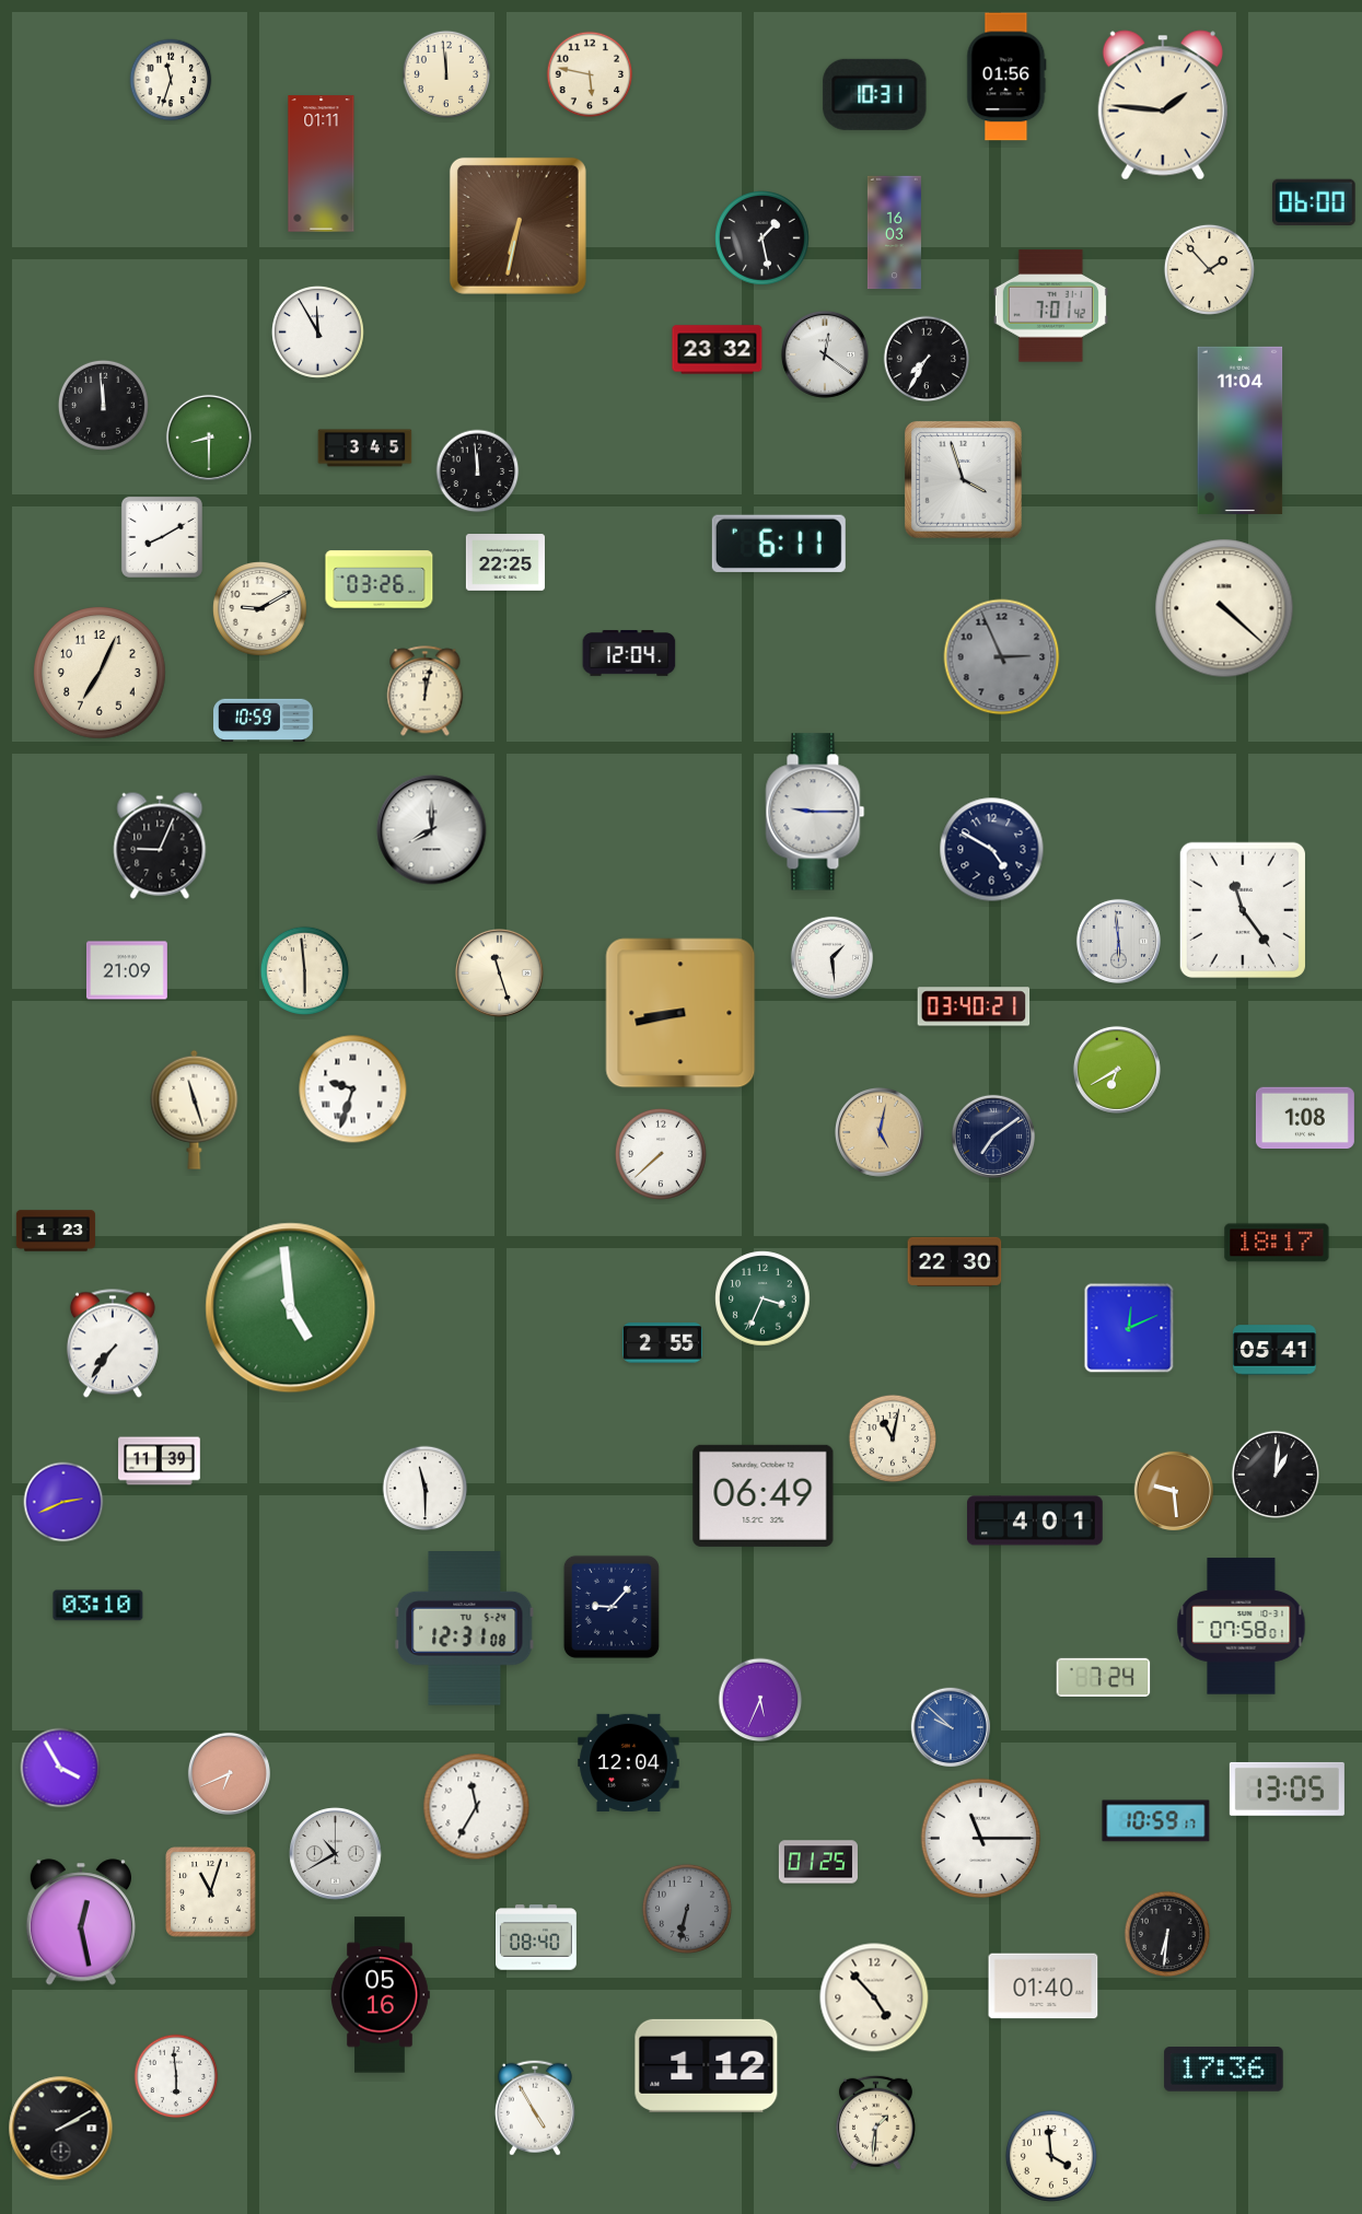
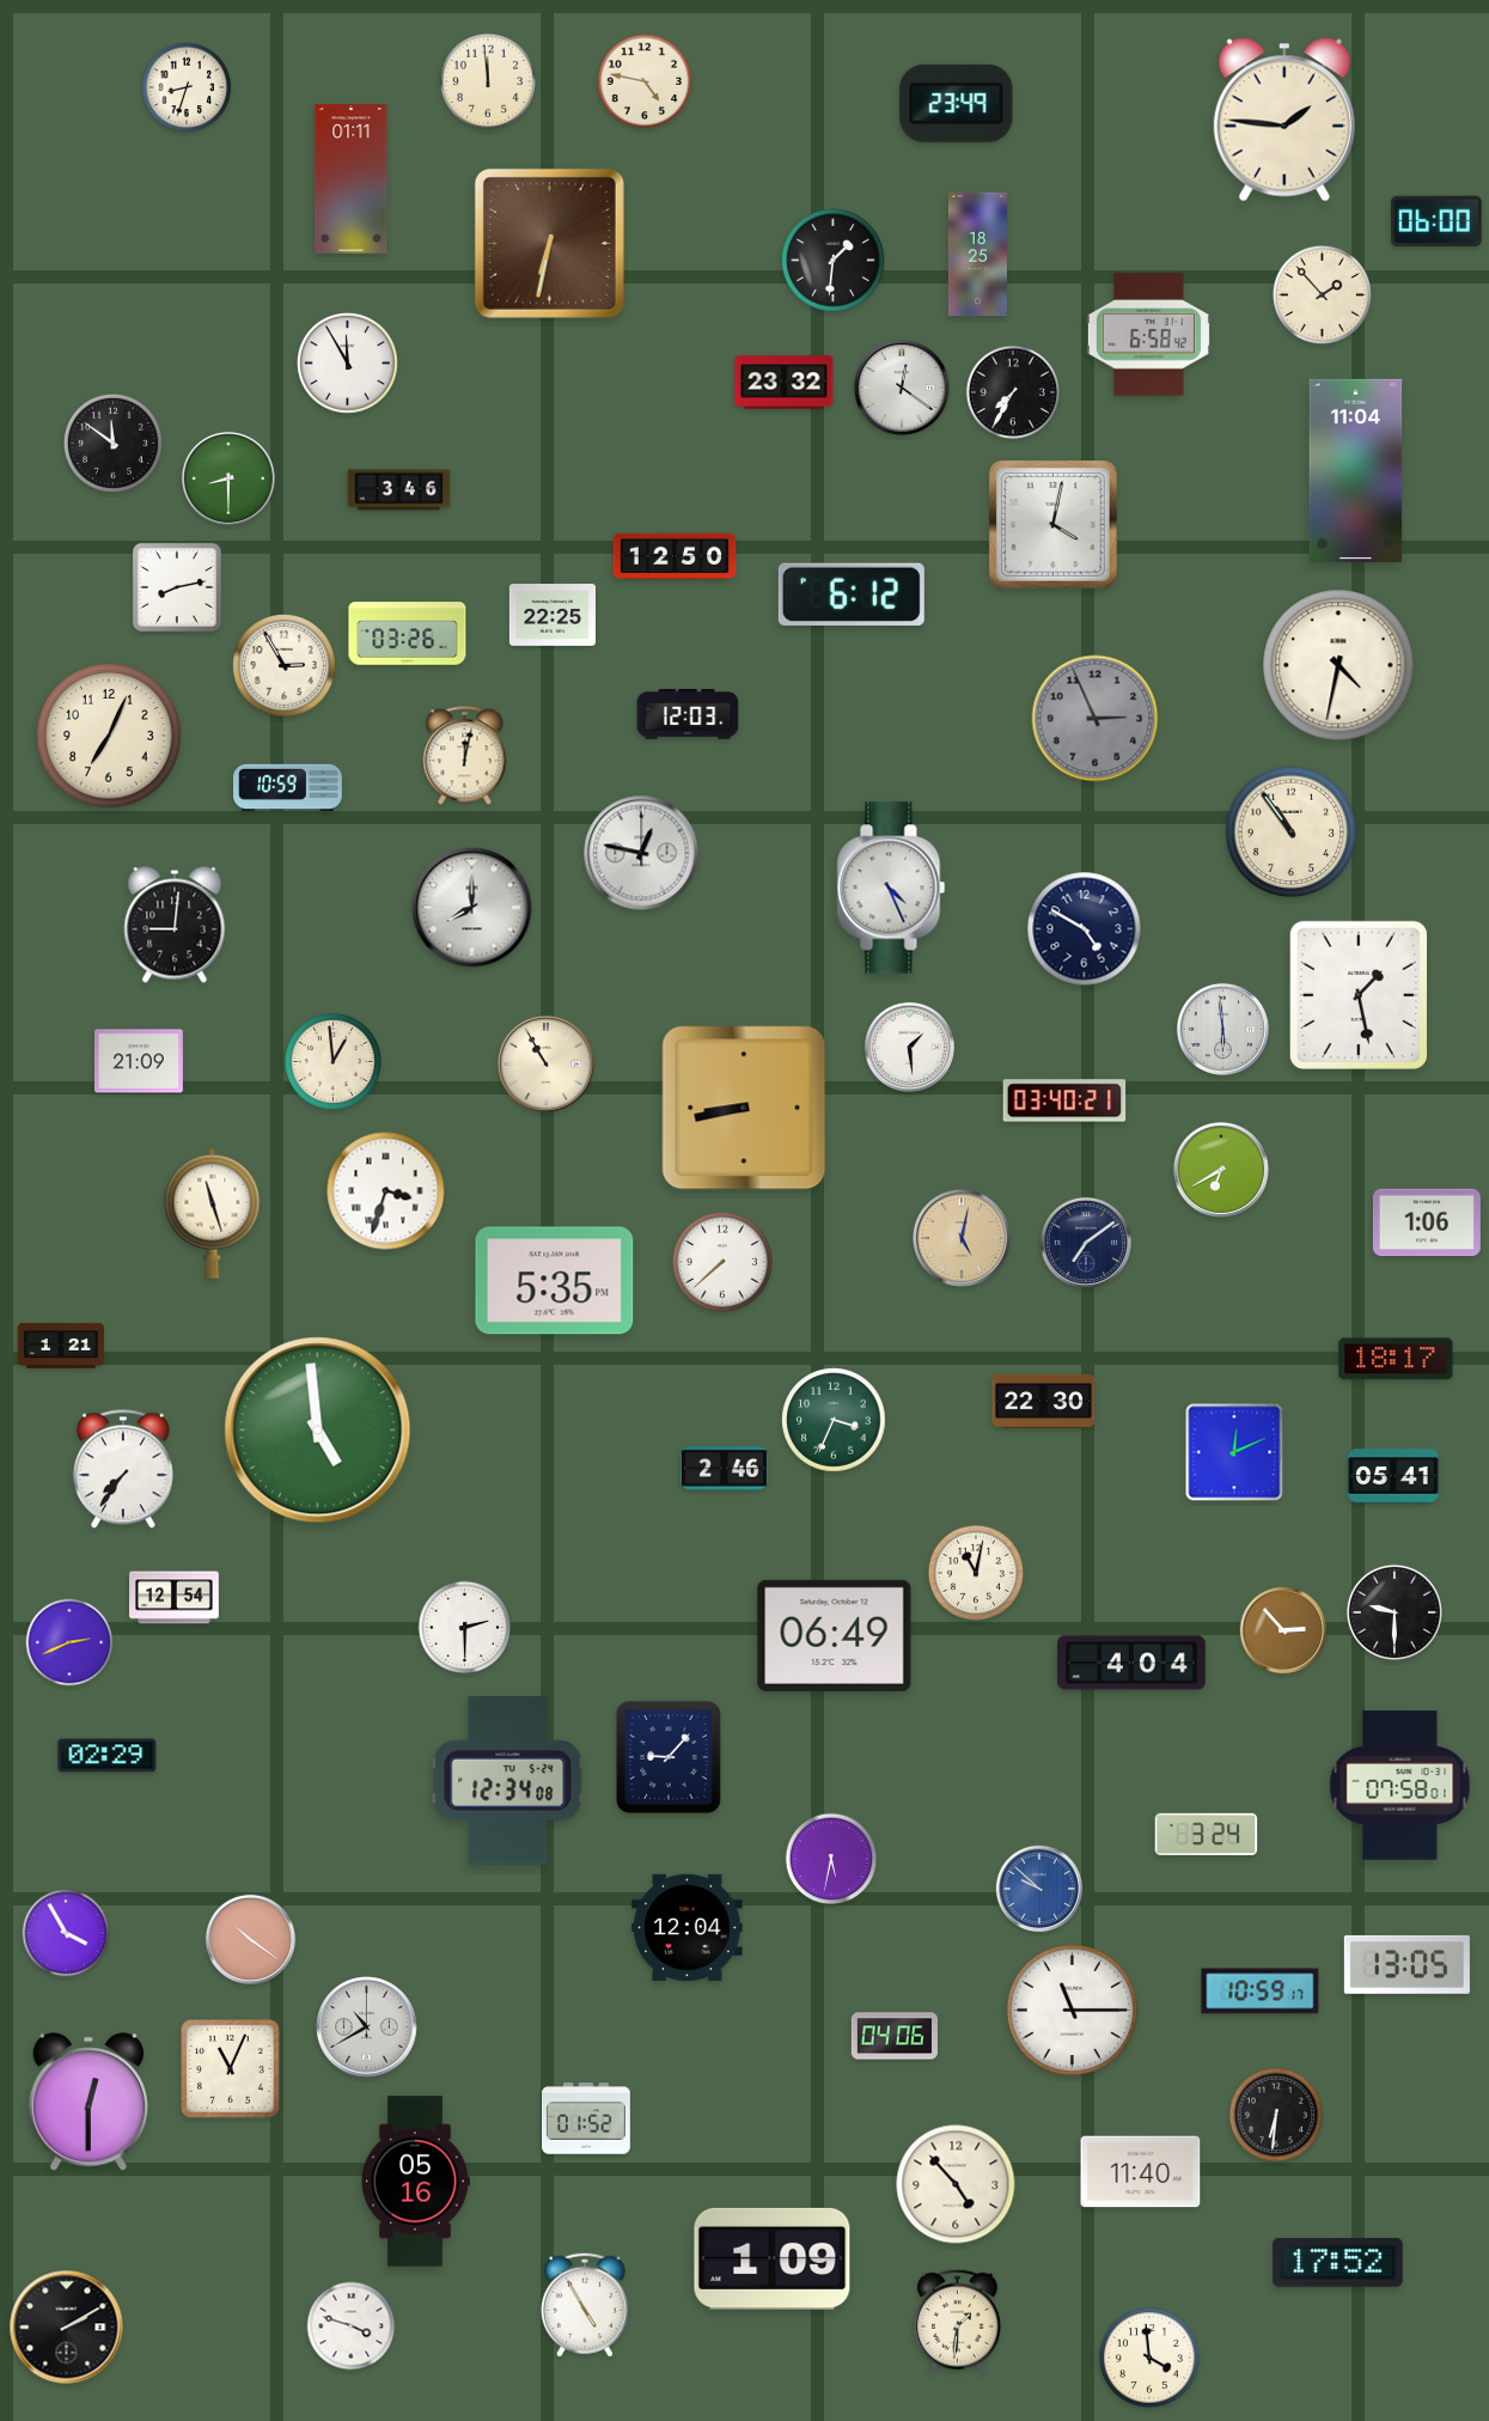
clock at (590, 74): 5:47 -> 4:47
clock at (1006, 77): 01:56 -> none
clock at (171, 80): 11:33 -> 8:33
clock at (875, 94): 10:31 -> 23:49
clock at (1163, 105) position: (1163, 105) -> (1284, 120)
clock at (517, 225) position: (517, 225) -> (549, 243)
clock at (894, 233): 16:03 -> 18:25
clock at (763, 238): 1:28 -> 1:31
clock at (1050, 306): 7:01 -> 6:58
clock at (103, 405): 11:59 -> 11:51
clock at (365, 448): 3:45 -> 3:46
clock at (478, 471): 11:59 -> none
clock at (963, 479): 3:57 -> 4:02
clock at (675, 556): none -> 12:50
clock at (162, 537): 8:10 -> 8:13
clock at (779, 544): 6:11 -> 6:12
clock at (380, 580) position: (380, 580) -> (408, 634)
clock at (1224, 608): 4:22 -> 4:32
clock at (260, 609): 9:10 -> 2:55
clock at (629, 653): 12:04 -> 12:03
clock at (1292, 833): none -> 10:54
clock at (641, 853): none -> 12:47
clock at (815, 812): 9:15 -> 4:26
clock at (160, 846): 9:04 -> 9:01
clock at (1243, 910): 11:24 -> 1:28
clock at (304, 970): 5:59 -> 12:59
clock at (499, 972): 11:27 -> 10:55
clock at (353, 1089): 9:33 -> 3:33
clock at (1305, 1118): 1:08 -> 1:06
clock at (555, 1281): none -> 5:35
clock at (56, 1231): 1:23 -> 1:21
clock at (955, 1261) position: (955, 1261) -> (1044, 1401)
clock at (662, 1343): 2:55 -> 2:46
clock at (160, 1461): 11:39 -> 12:54
clock at (1274, 1473): 1:01 -> 9:30
clock at (426, 1489): 11:30 -> 2:30
clock at (1174, 1491): 9:29 -> 2:53
clock at (1036, 1520): 4:01 -> 4:04
clock at (98, 1606): 03:10 -> 02:29
clock at (1242, 1627) position: (1242, 1627) -> (1400, 1786)
clock at (465, 1629): 12:31 -> 12:34
clock at (1104, 1677): 7:24 -> 3:24
clock at (760, 1700): 5:34 -> 5:32
clock at (229, 1773): 6:41 -> 10:21
clock at (1287, 1788) position: (1287, 1788) -> (1406, 1964)
clock at (477, 1807): 11:35 -> none
clock at (1156, 1821) position: (1156, 1821) -> (1261, 1992)
clock at (818, 1862): 01:25 -> 04:06
clock at (211, 1892): 11:03 -> 11:04
clock at (687, 1909): 6:32 -> none
clock at (81, 1922): 12:28 -> 12:30
clock at (536, 1937): 08:40 -> 01:52
clock at (1044, 1986): 01:40 -> 11:40
clock at (707, 2065): 1:12 -> 1:09
clock at (1224, 2070): 17:36 -> 17:52
clock at (176, 2076): 5:59 -> none
clock at (352, 2327): none -> 3:48
